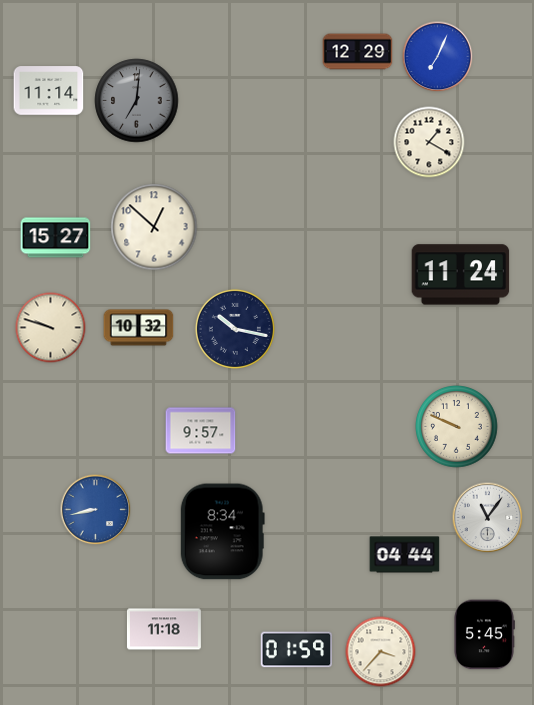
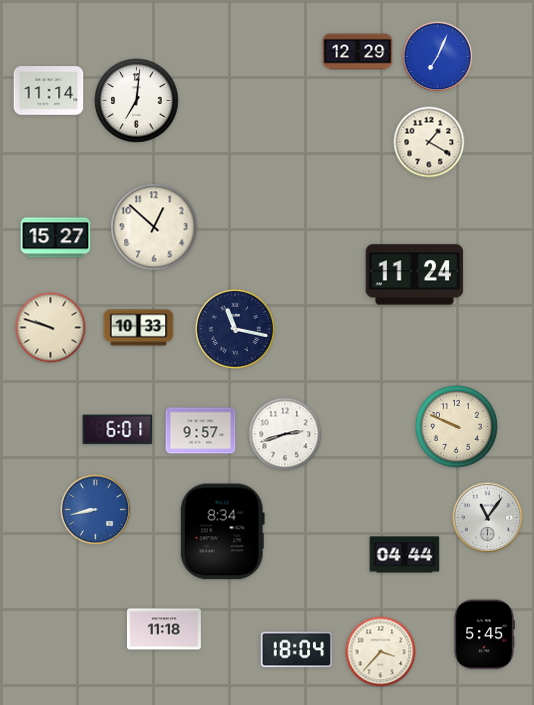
clock at (137, 101) dial: grey -> white
clock at (461, 275) position: (461, 275) -> (415, 275)
clock at (139, 328): 10:32 -> 10:33
clock at (235, 329): 10:17 -> 11:17
clock at (118, 430): none -> 6:01
clock at (285, 434): none -> 2:42
clock at (297, 650): 01:59 -> 18:04
